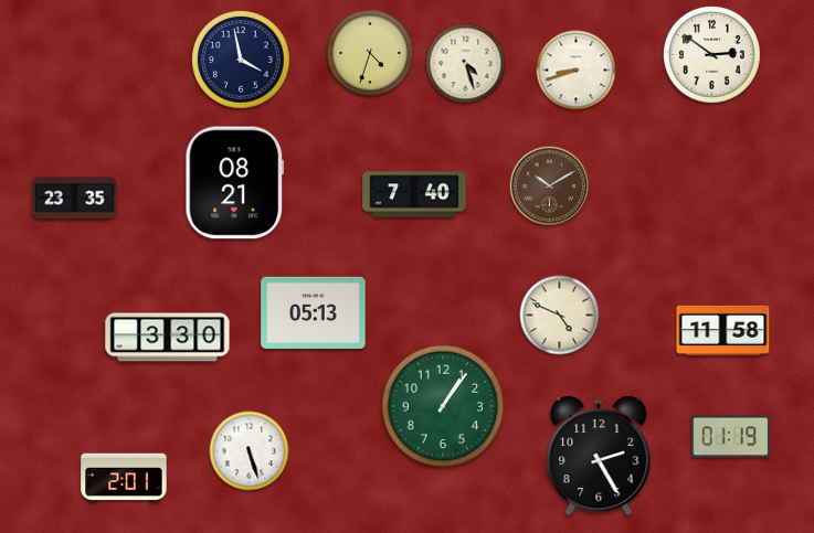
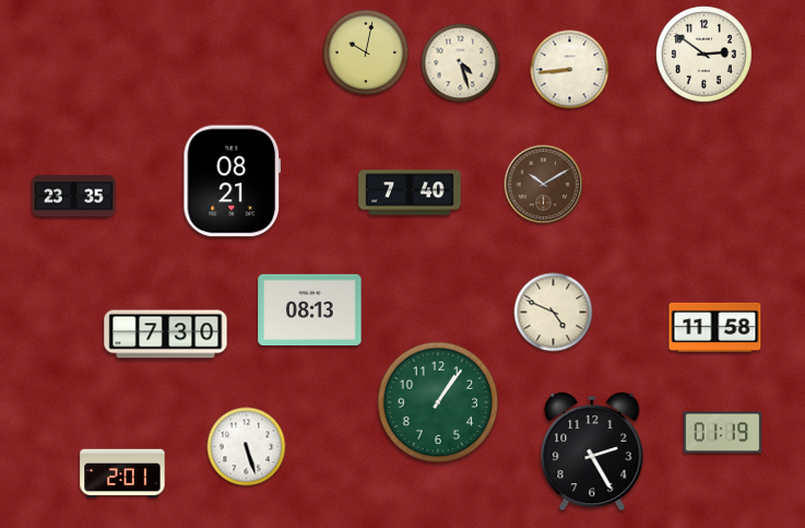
clock at (370, 53): 4:33 -> 10:02
clock at (241, 60): 3:58 -> none
clock at (577, 71): 8:42 -> 8:44
clock at (314, 312): 05:13 -> 08:13
clock at (168, 338): 3:30 -> 7:30
